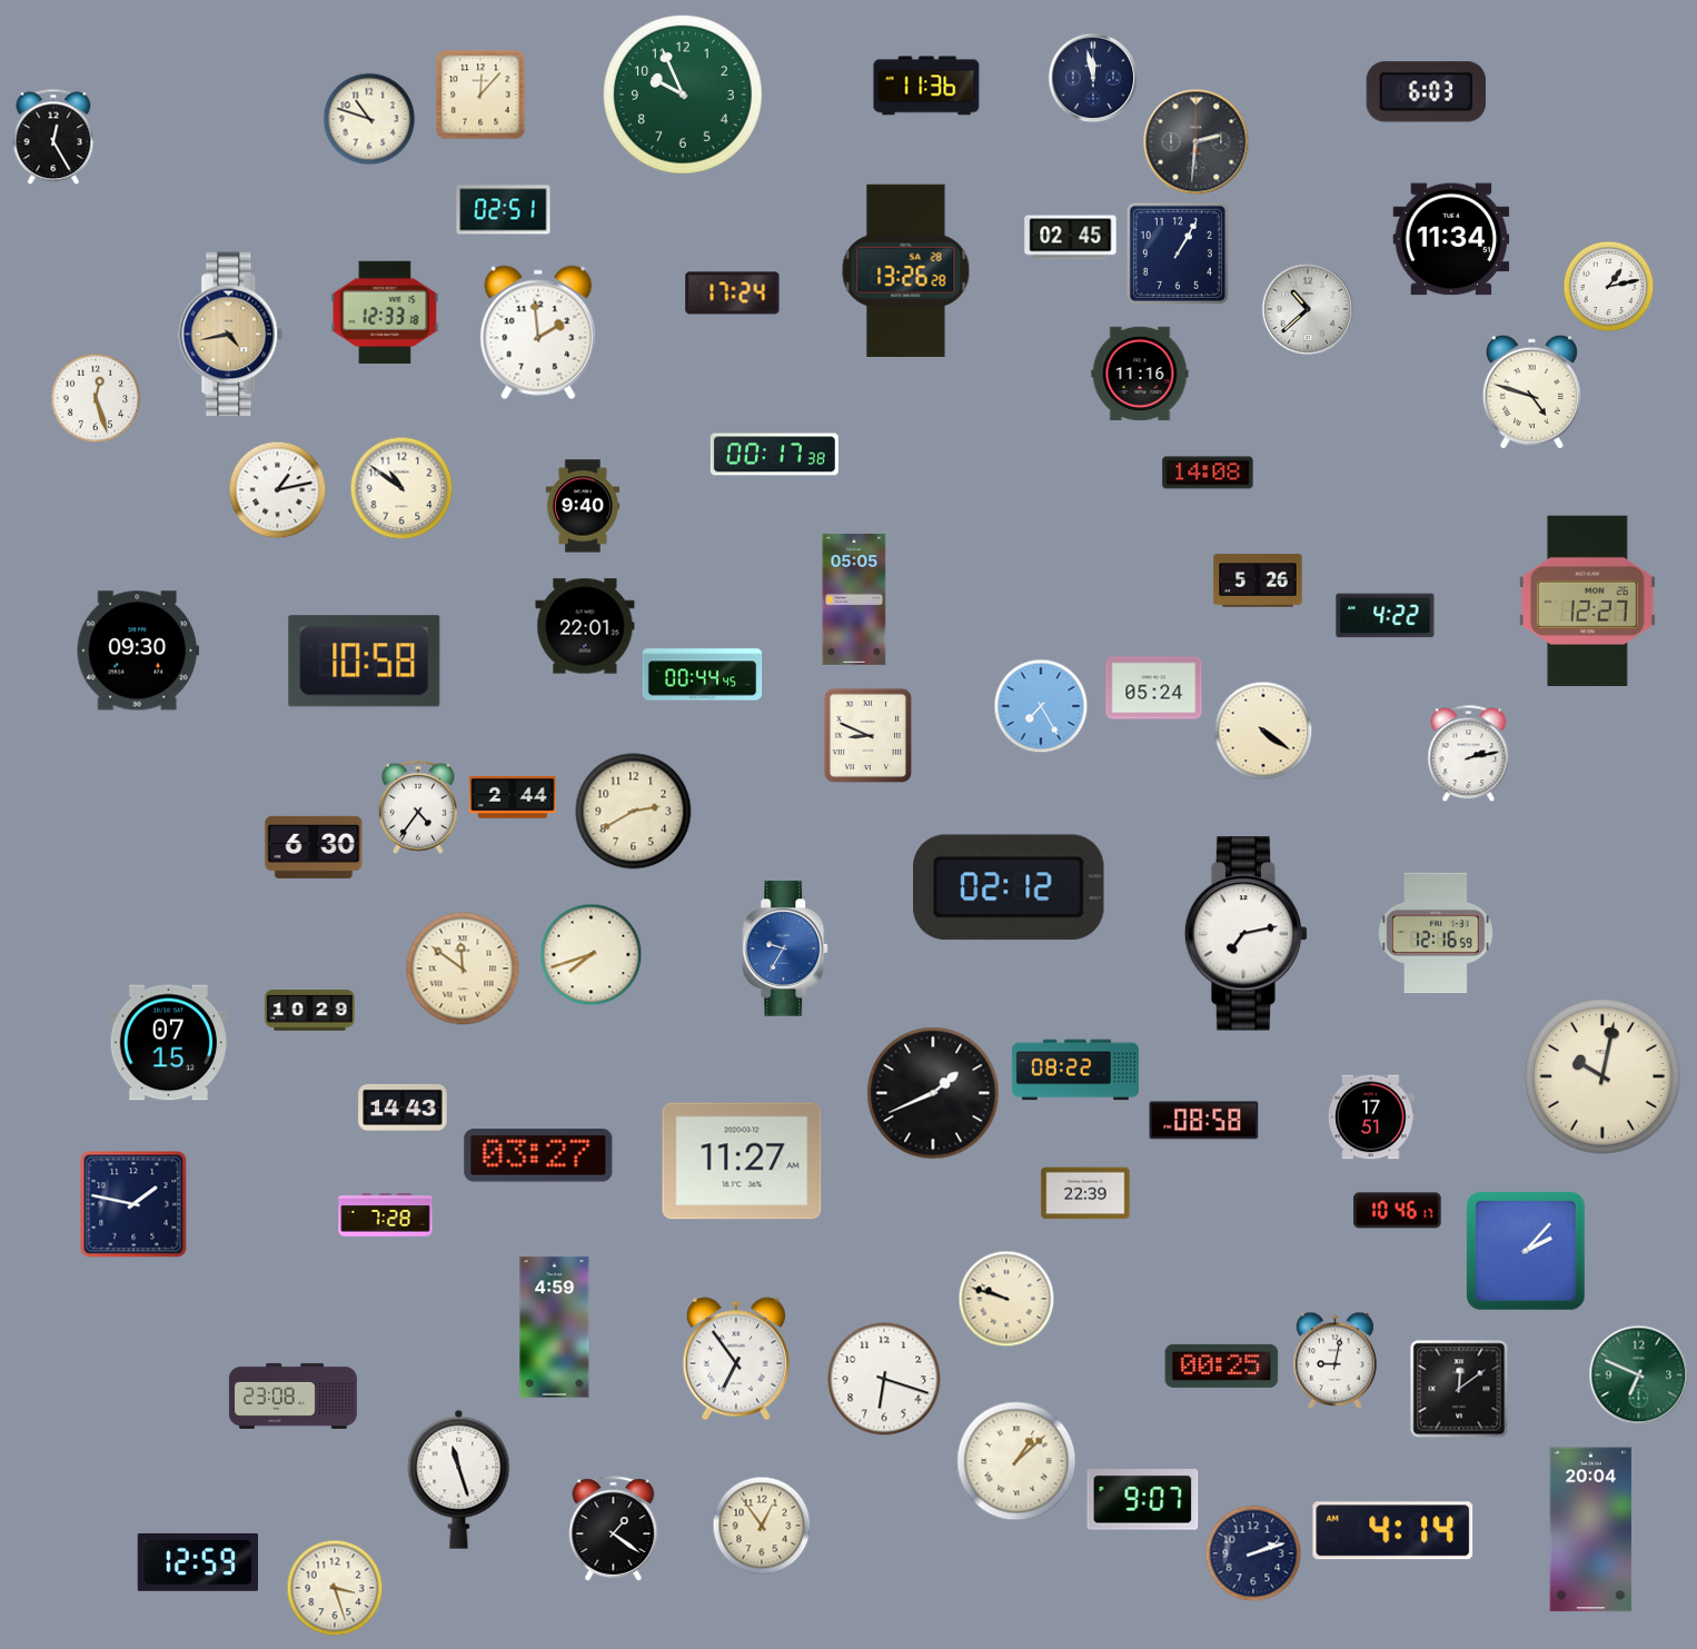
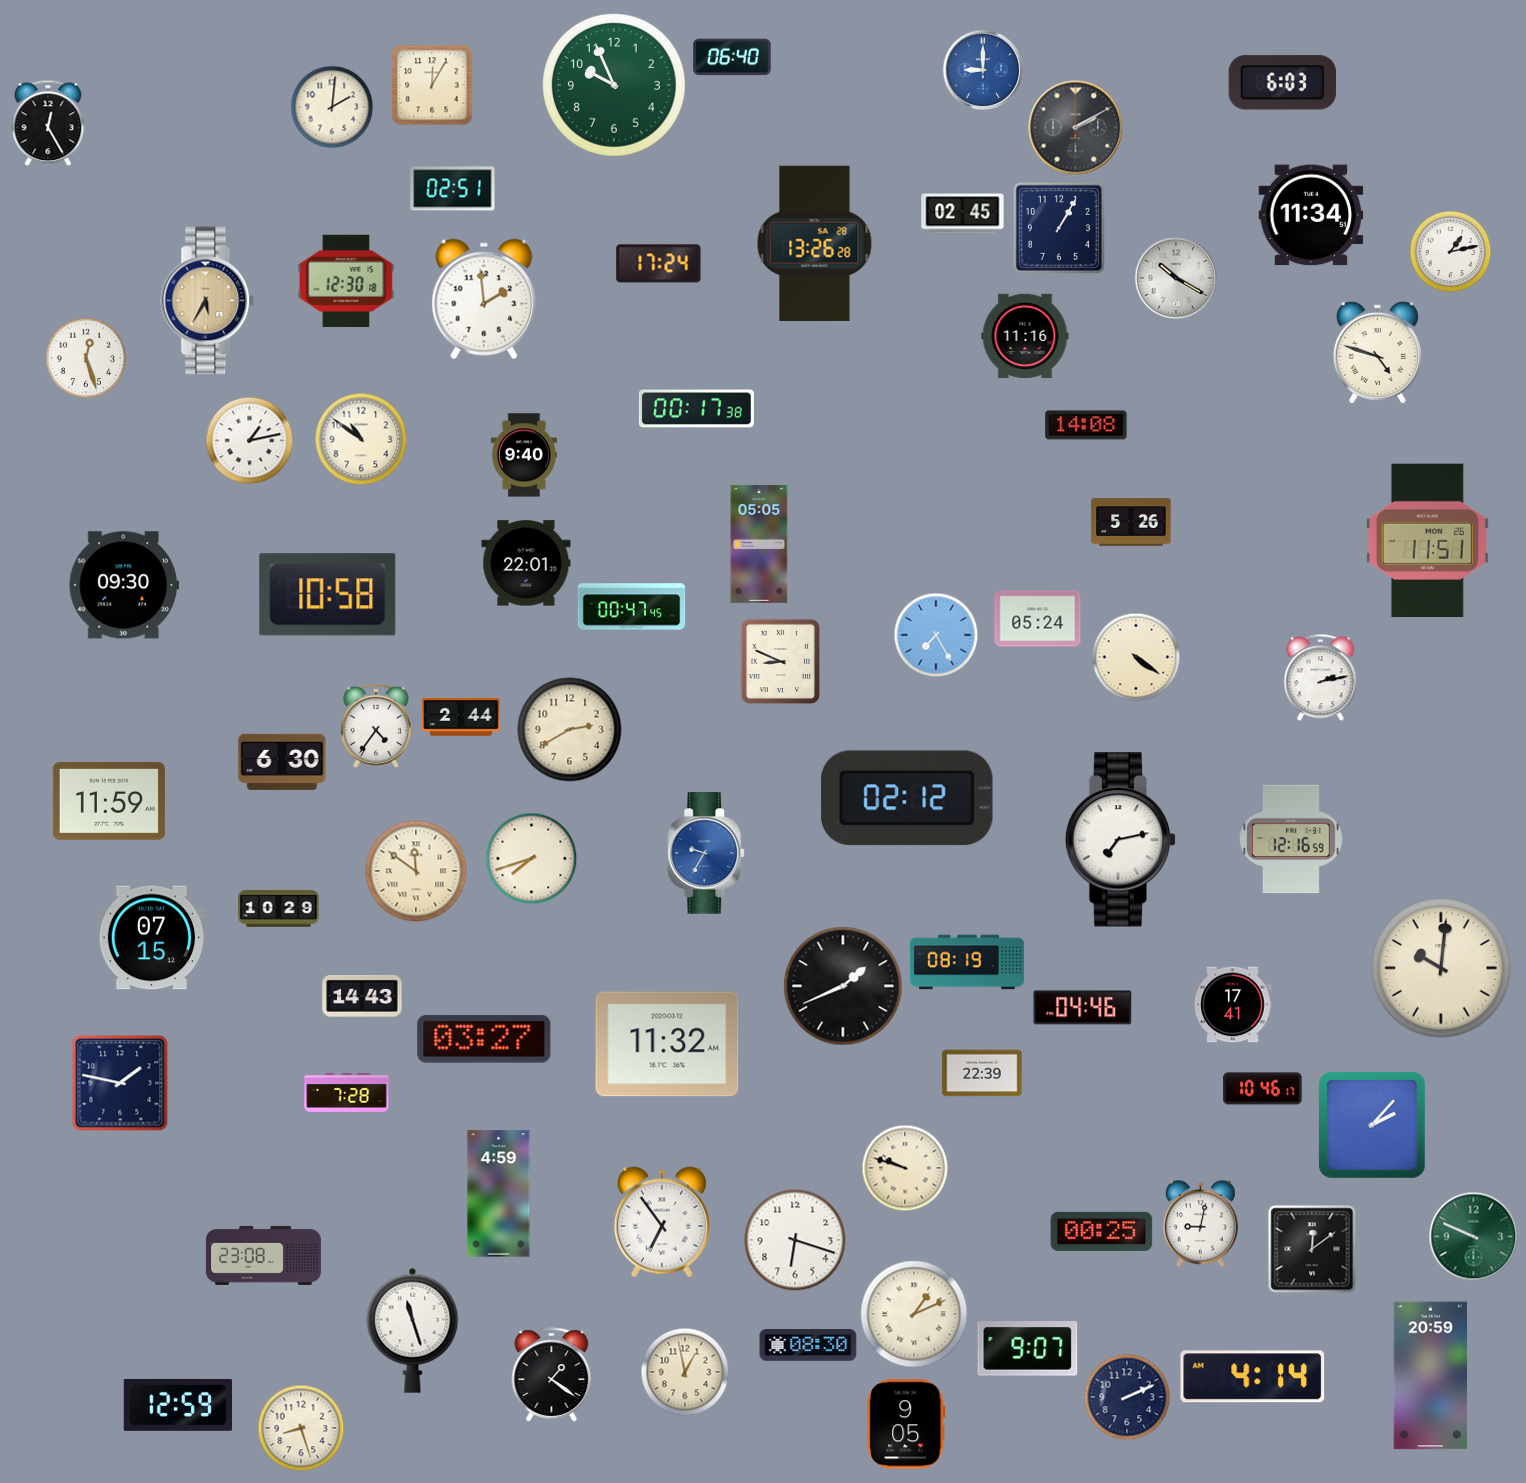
clock at (732, 57): none -> 06:40
clock at (1093, 78): 11:58 -> 9:00
clock at (1093, 78) dial: navy -> blue
clock at (926, 86): 11:36 -> none
clock at (480, 95): 12:07 -> 12:05
clock at (369, 119): 10:48 -> 2:01
clock at (1195, 141): 2:31 -> 2:10
clock at (1451, 239) position: (1451, 239) -> (1311, 215)
clock at (1608, 286) position: (1608, 286) -> (1450, 251)
clock at (1308, 309): 10:38 -> 10:20
clock at (385, 311): 12:33 -> 12:30
clock at (231, 335): 4:43 -> 5:35
clock at (854, 599) position: (854, 599) -> (759, 544)
clock at (1587, 600): 12:27 -> 11:51
clock at (1386, 616): 4:22 -> none
clock at (703, 675): 00:44 -> 00:47
clock at (109, 801): none -> 11:59
clock at (1075, 1070): 08:22 -> 08:19
clock at (1602, 1076): 10:02 -> 10:01
clock at (933, 1093) position: (933, 1093) -> (843, 986)
clock at (1371, 1117): 17:51 -> 17:41
clock at (1204, 1121): 08:58 -> 04:46
clock at (742, 1161): 11:27 -> 11:32
clock at (1085, 1193) position: (1085, 1193) -> (982, 1073)
clock at (1398, 1211) position: (1398, 1211) -> (1263, 1089)
clock at (1222, 1365) position: (1222, 1365) -> (1102, 1231)
clock at (1638, 1374): 6:49 -> 9:49
clock at (1016, 1461): 1:08 -> 1:11
clock at (808, 1345): none -> 08:30
clock at (762, 1526): 12:54 -> 12:58
clock at (1591, 1530): 20:04 -> 20:59
clock at (1253, 1553): 2:12 -> 2:11
clock at (906, 1424): none -> 9:05
clock at (335, 1588): 3:27 -> 8:27
